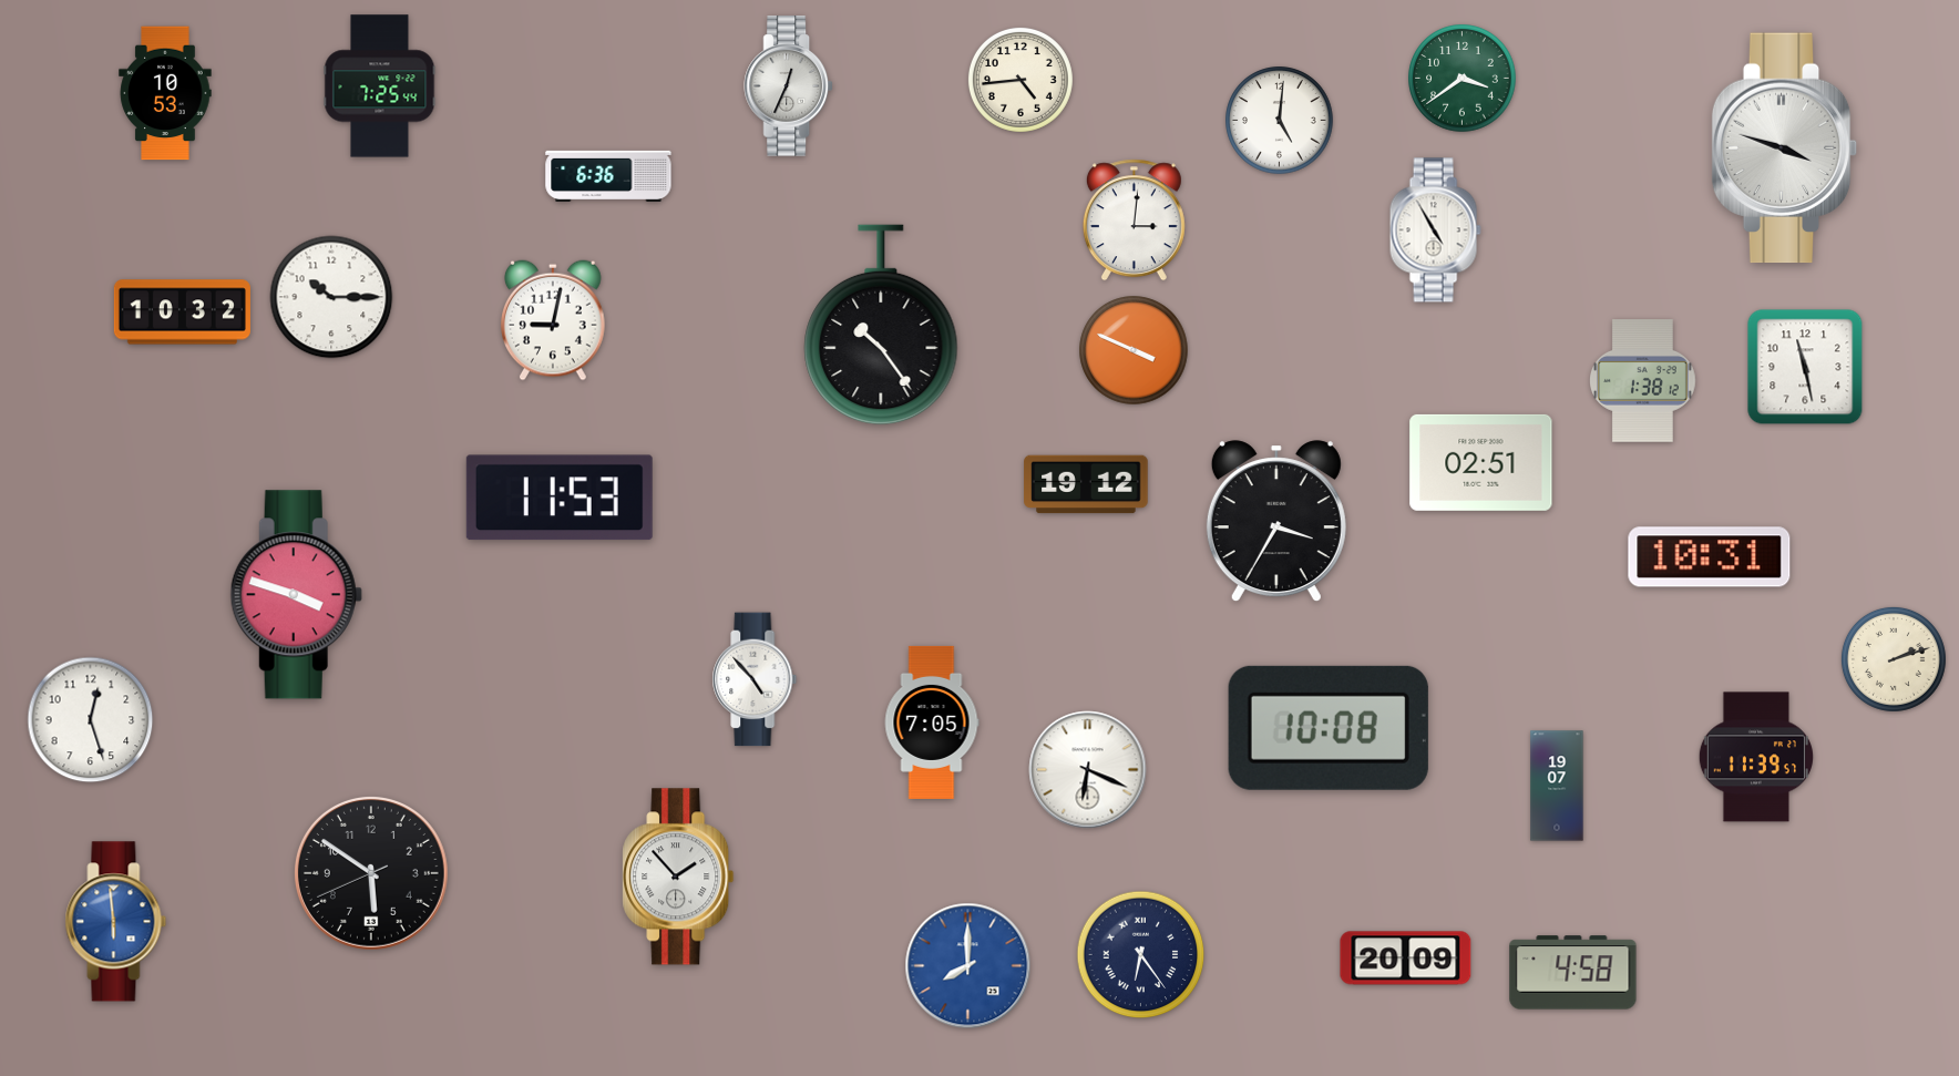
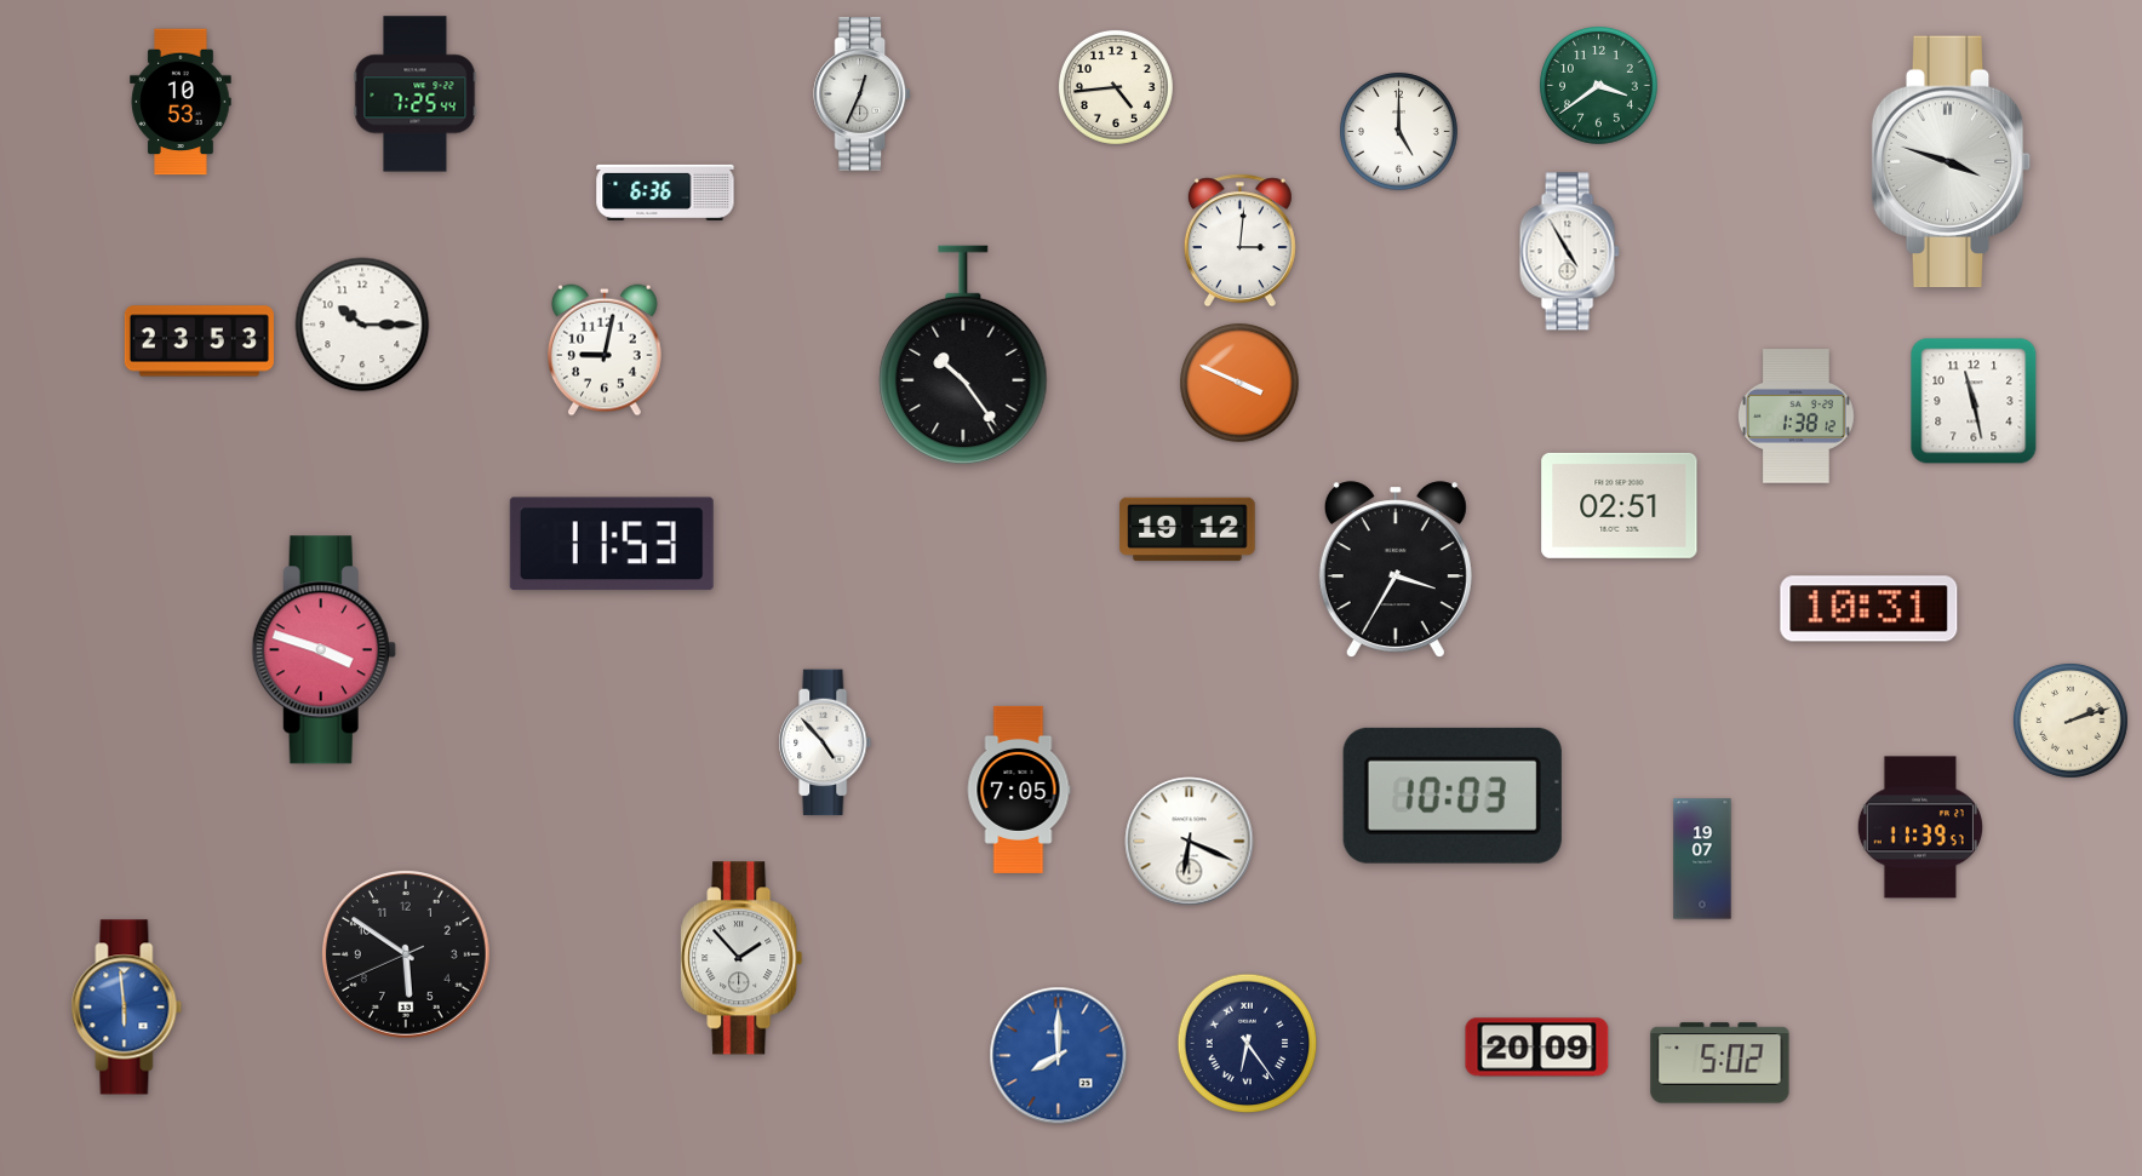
clock at (1280, 121): 5:01 -> 5:00
clock at (182, 312): 10:32 -> 23:53
clock at (91, 720): 12:27 -> none
clock at (1329, 728): 10:08 -> 10:03
clock at (1573, 973): 4:58 -> 5:02
